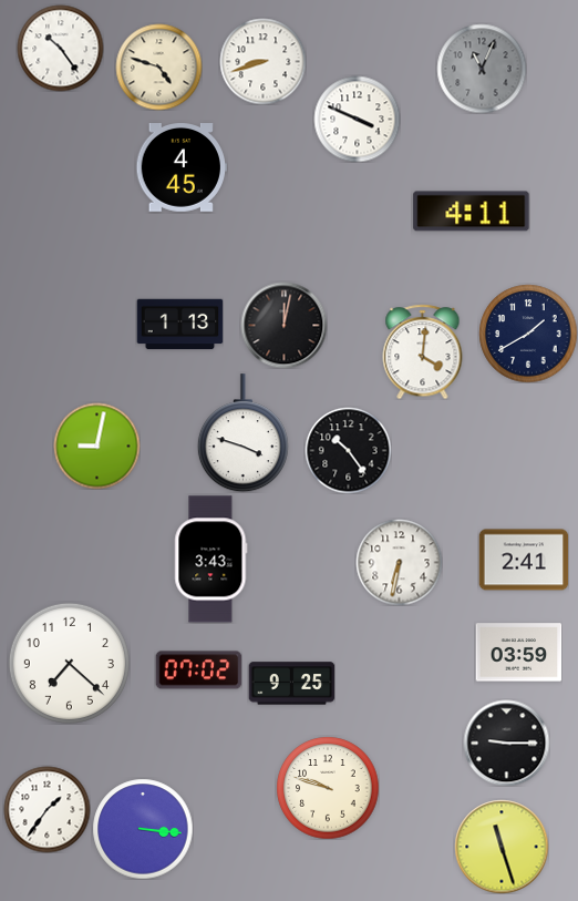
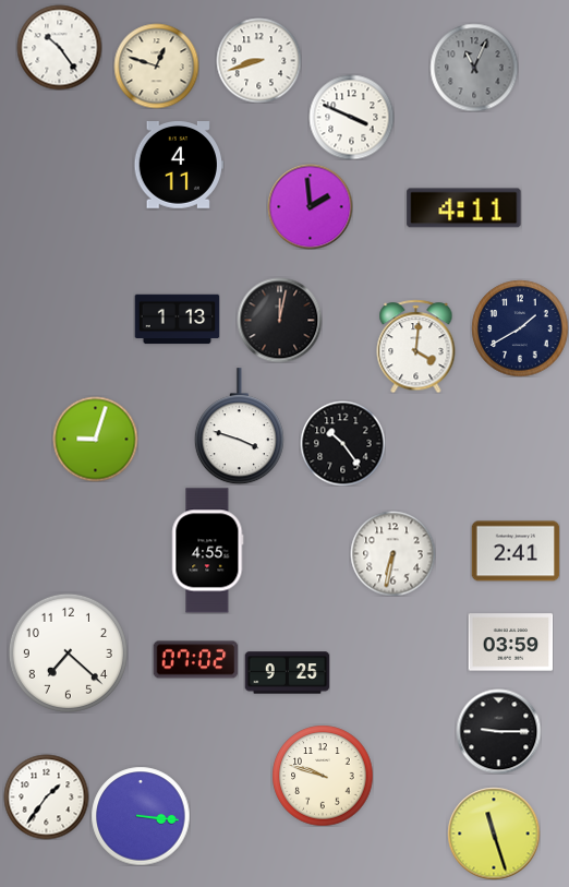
clock at (158, 66): 4:48 -> 12:48
clock at (180, 168): 4:45 -> 4:11
clock at (310, 206): none -> 1:59
clock at (96, 446): 9:02 -> 9:03
clock at (211, 560): 3:43 -> 4:55
